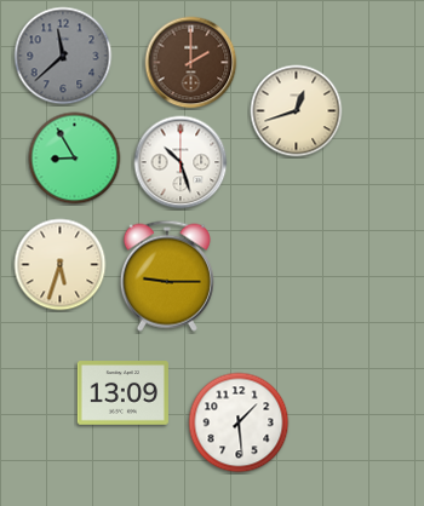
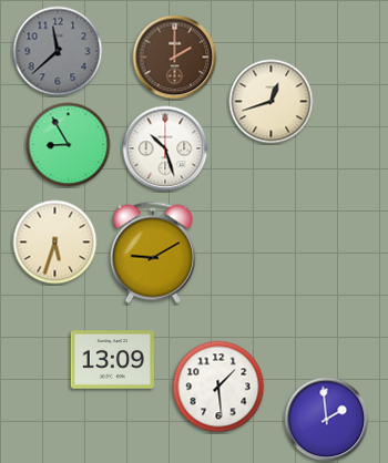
clock at (167, 276): 9:15 -> 9:10
clock at (327, 420): none -> 1:59
